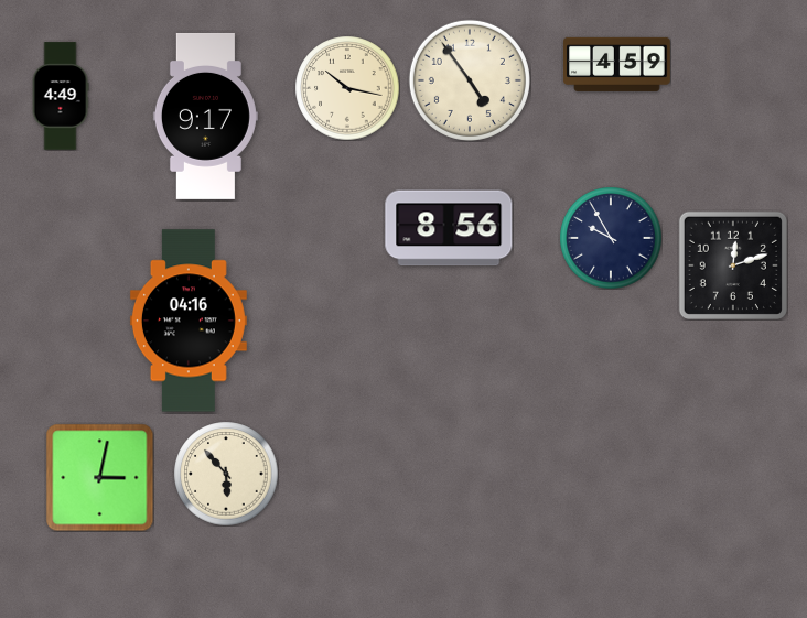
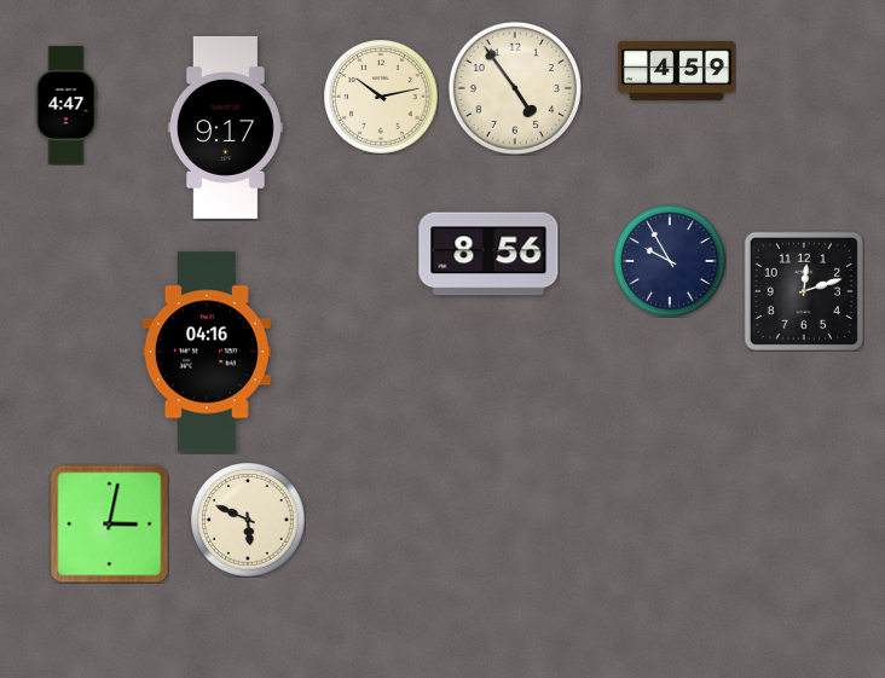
clock at (347, 88): 10:17 -> 10:13
clock at (61, 96): 4:49 -> 4:47
clock at (449, 228) position: (449, 228) -> (488, 254)
clock at (226, 474): 5:53 -> 5:49
